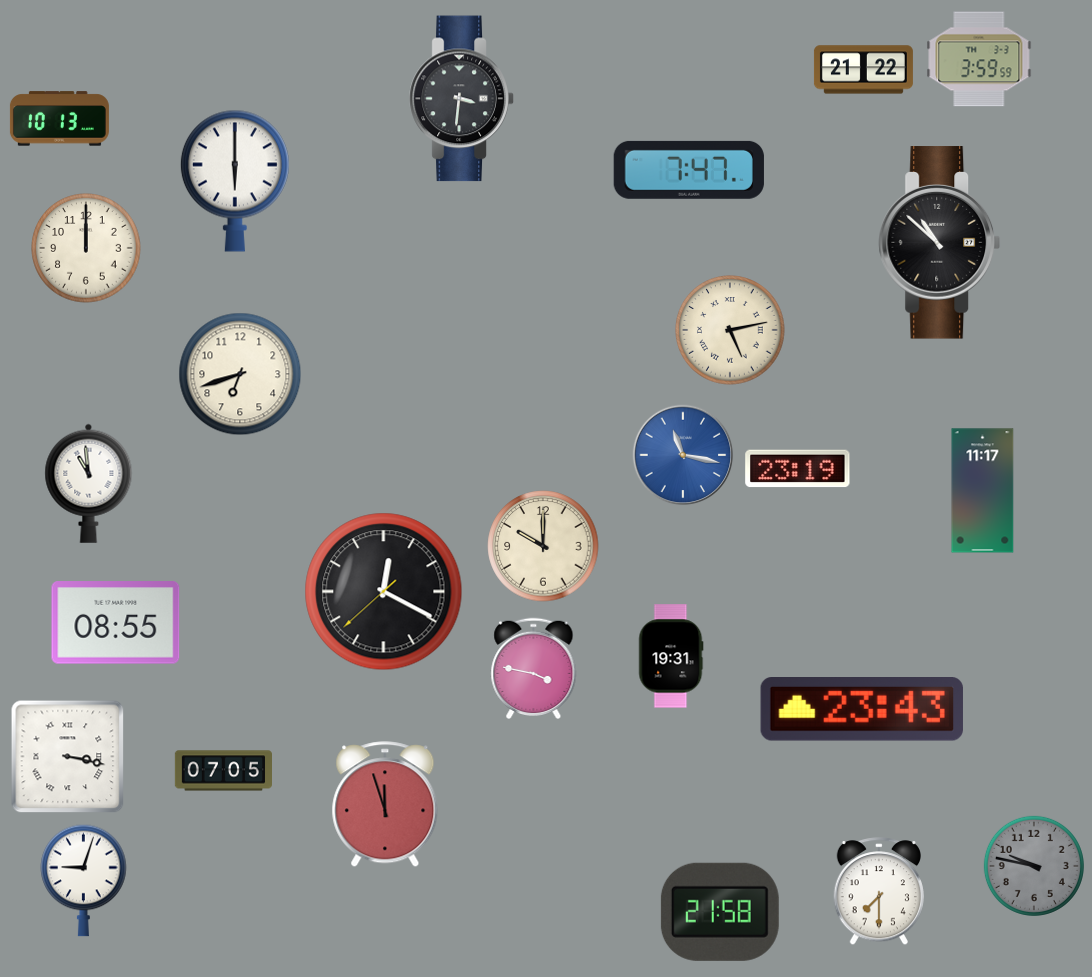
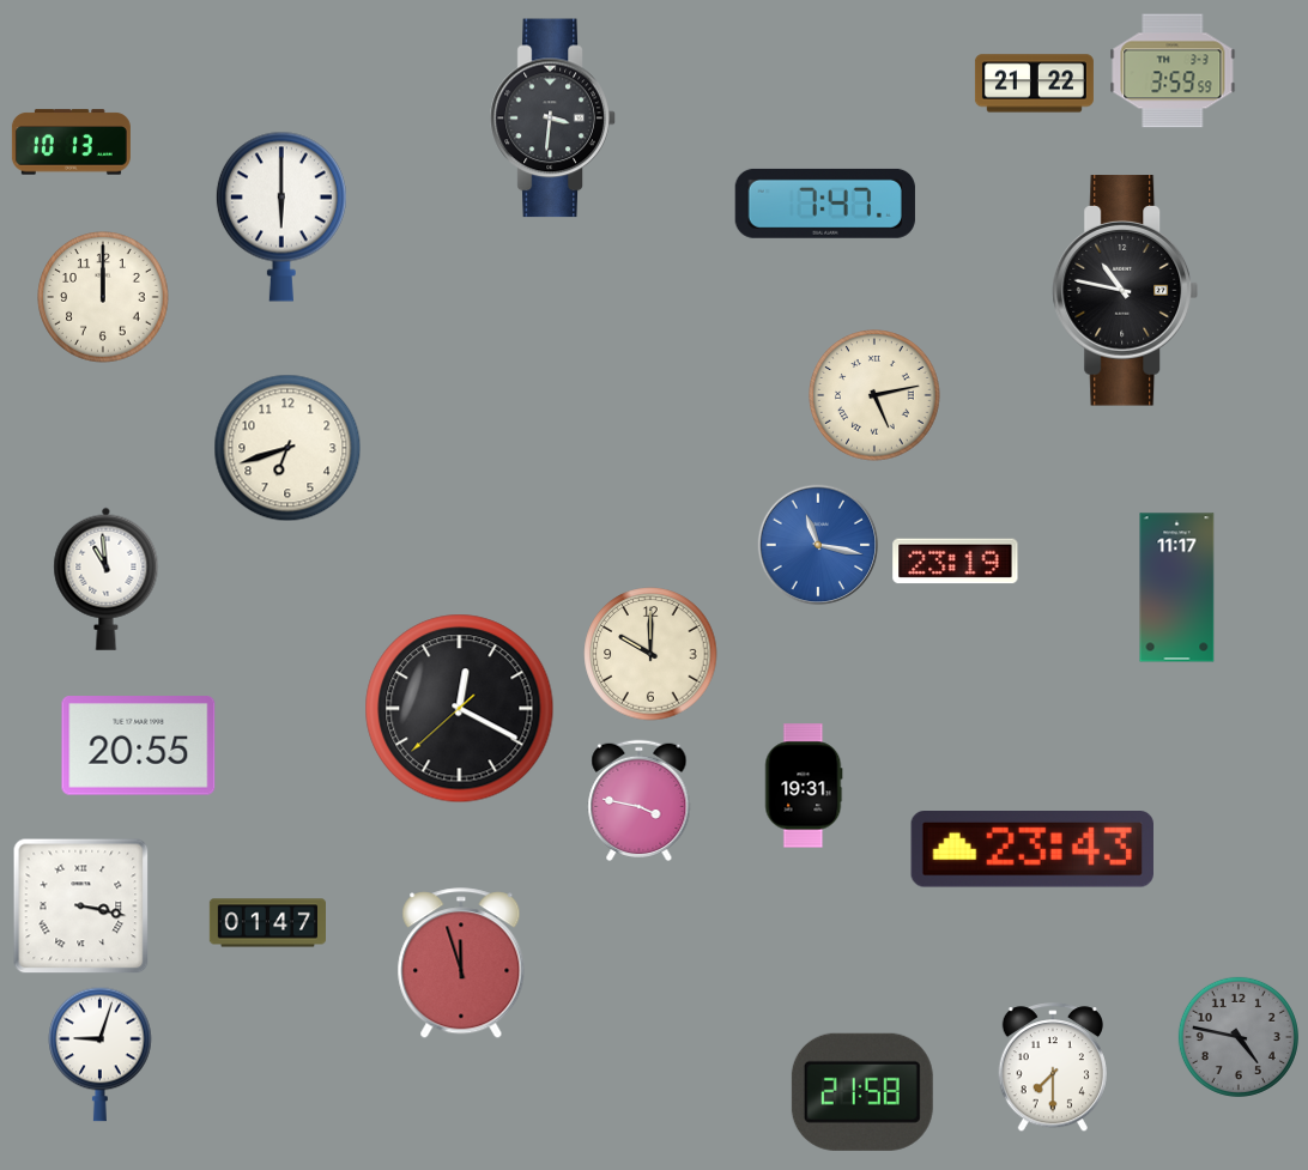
clock at (940, 243): 10:52 -> 10:47
clock at (116, 623): 08:55 -> 20:55
clock at (223, 771): 07:05 -> 01:47
clock at (1034, 866): 9:47 -> 4:47
